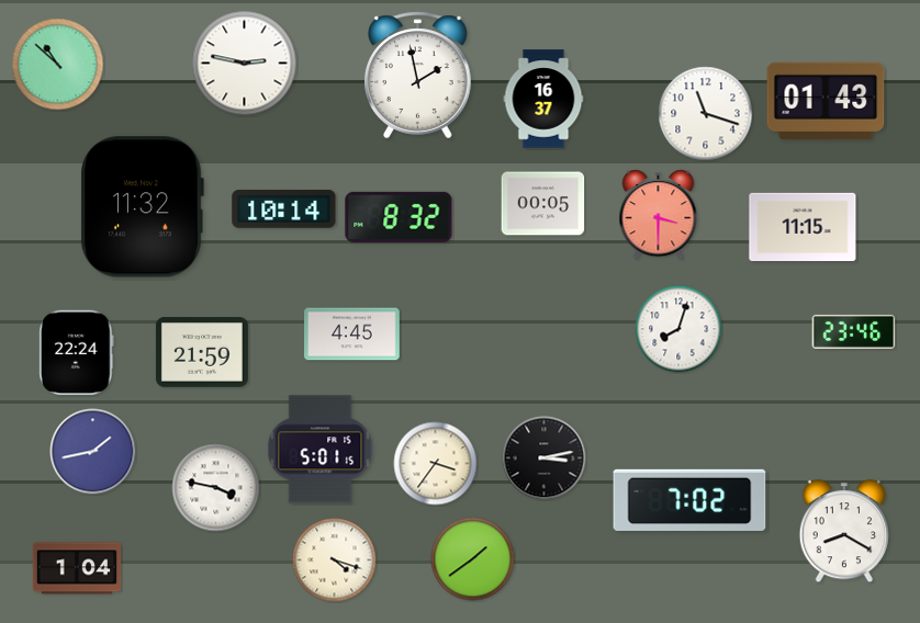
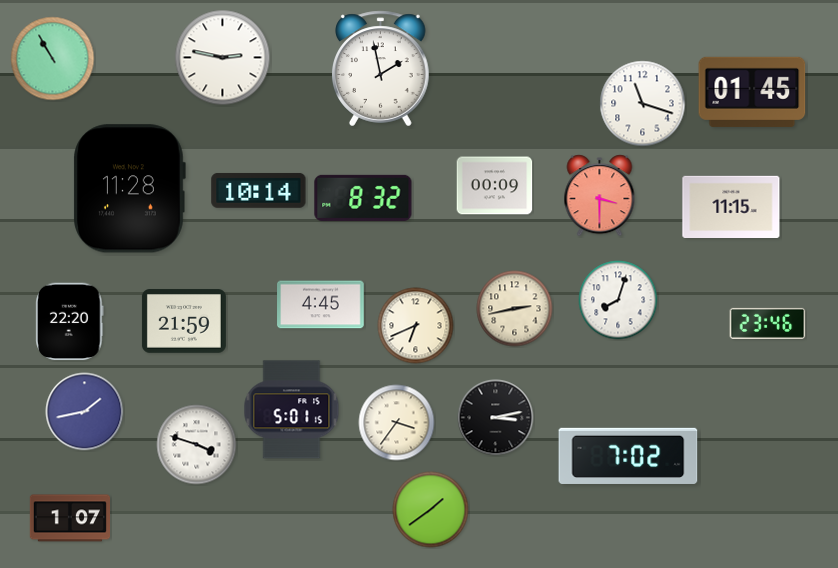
clock at (58, 65): 10:52 -> 10:55
clock at (543, 99): 16:37 -> none
clock at (826, 101): 01:43 -> 01:45
clock at (543, 204): 00:05 -> 00:09
clock at (142, 207): 11:32 -> 11:28
clock at (854, 331) position: (854, 331) -> (768, 323)
clock at (515, 309): none -> 2:43
clock at (77, 353): 22:24 -> 22:20
clock at (416, 326): none -> 6:41
clock at (216, 488): 3:47 -> 3:48
clock at (844, 532): 8:20 -> none
clock at (335, 560): 4:18 -> none
clock at (76, 568): 1:04 -> 1:07
